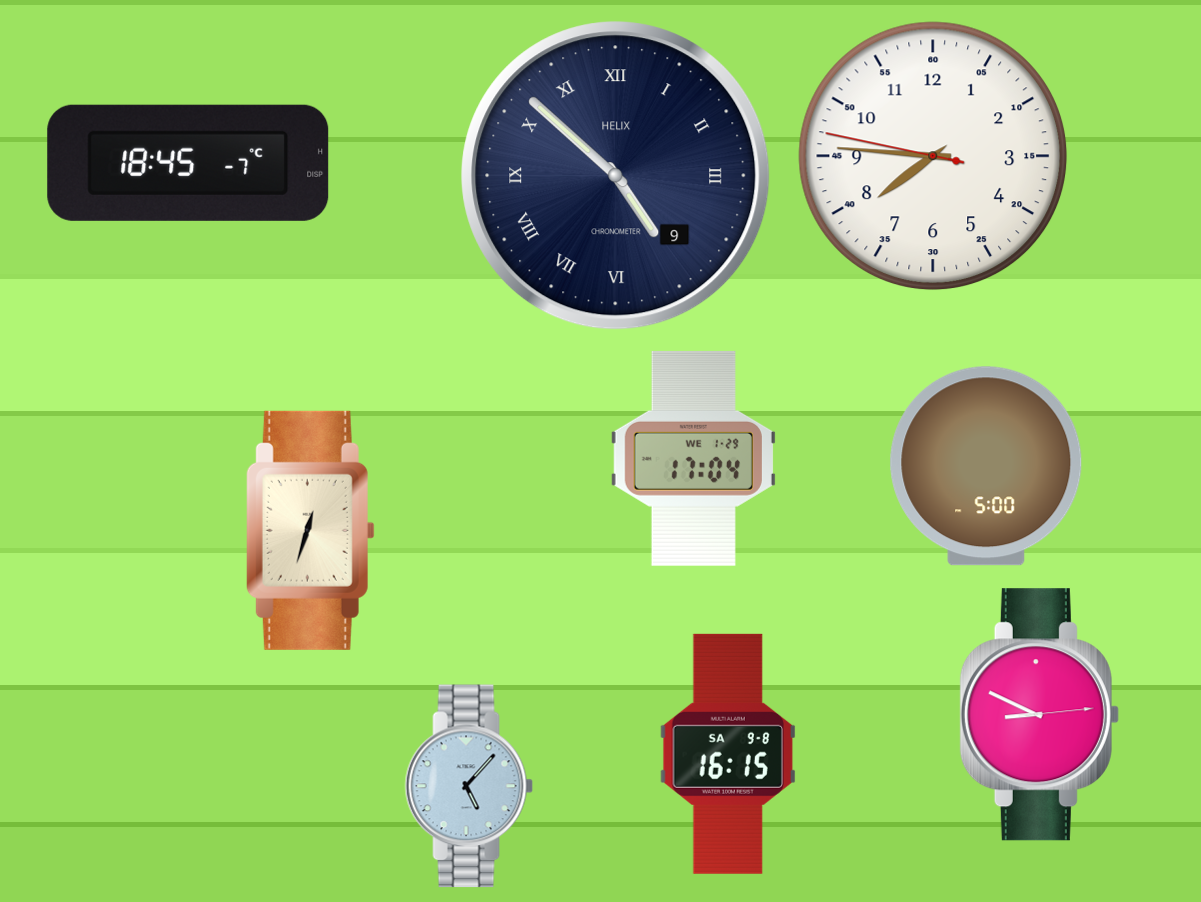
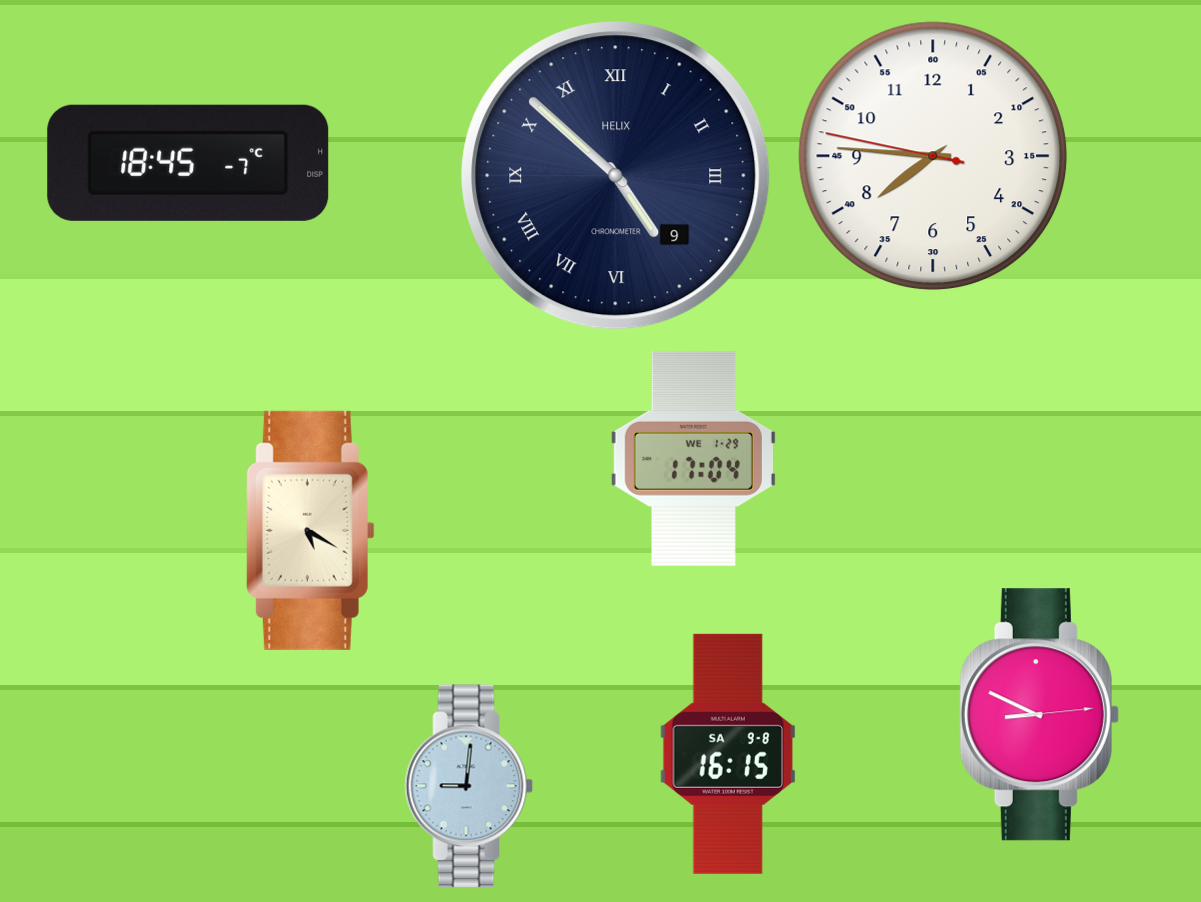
clock at (986, 466): 5:00 -> none
clock at (310, 530): 12:33 -> 5:20
clock at (469, 786): 5:07 -> 9:01
